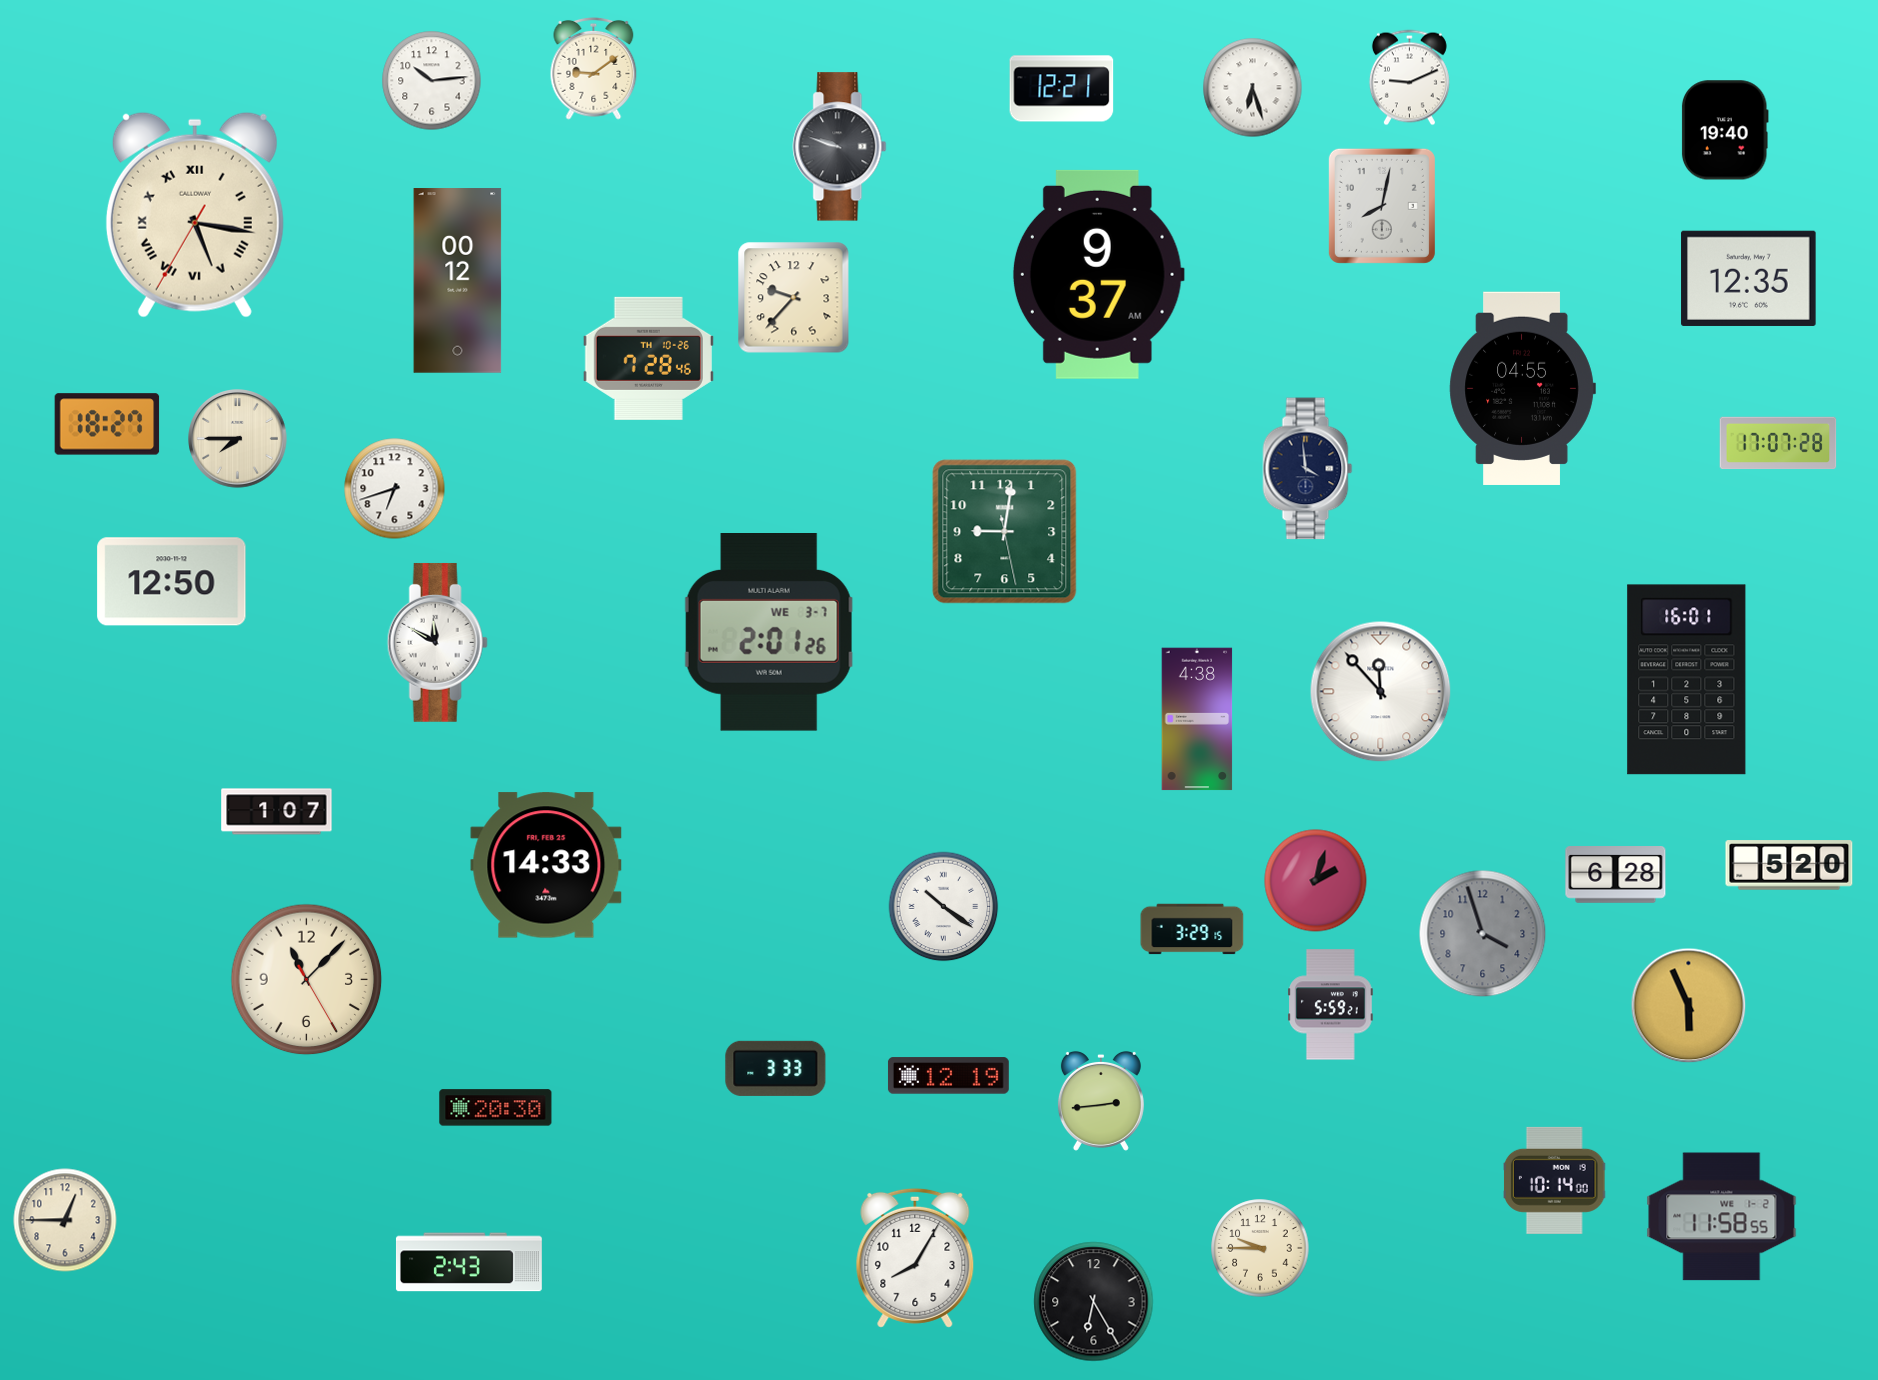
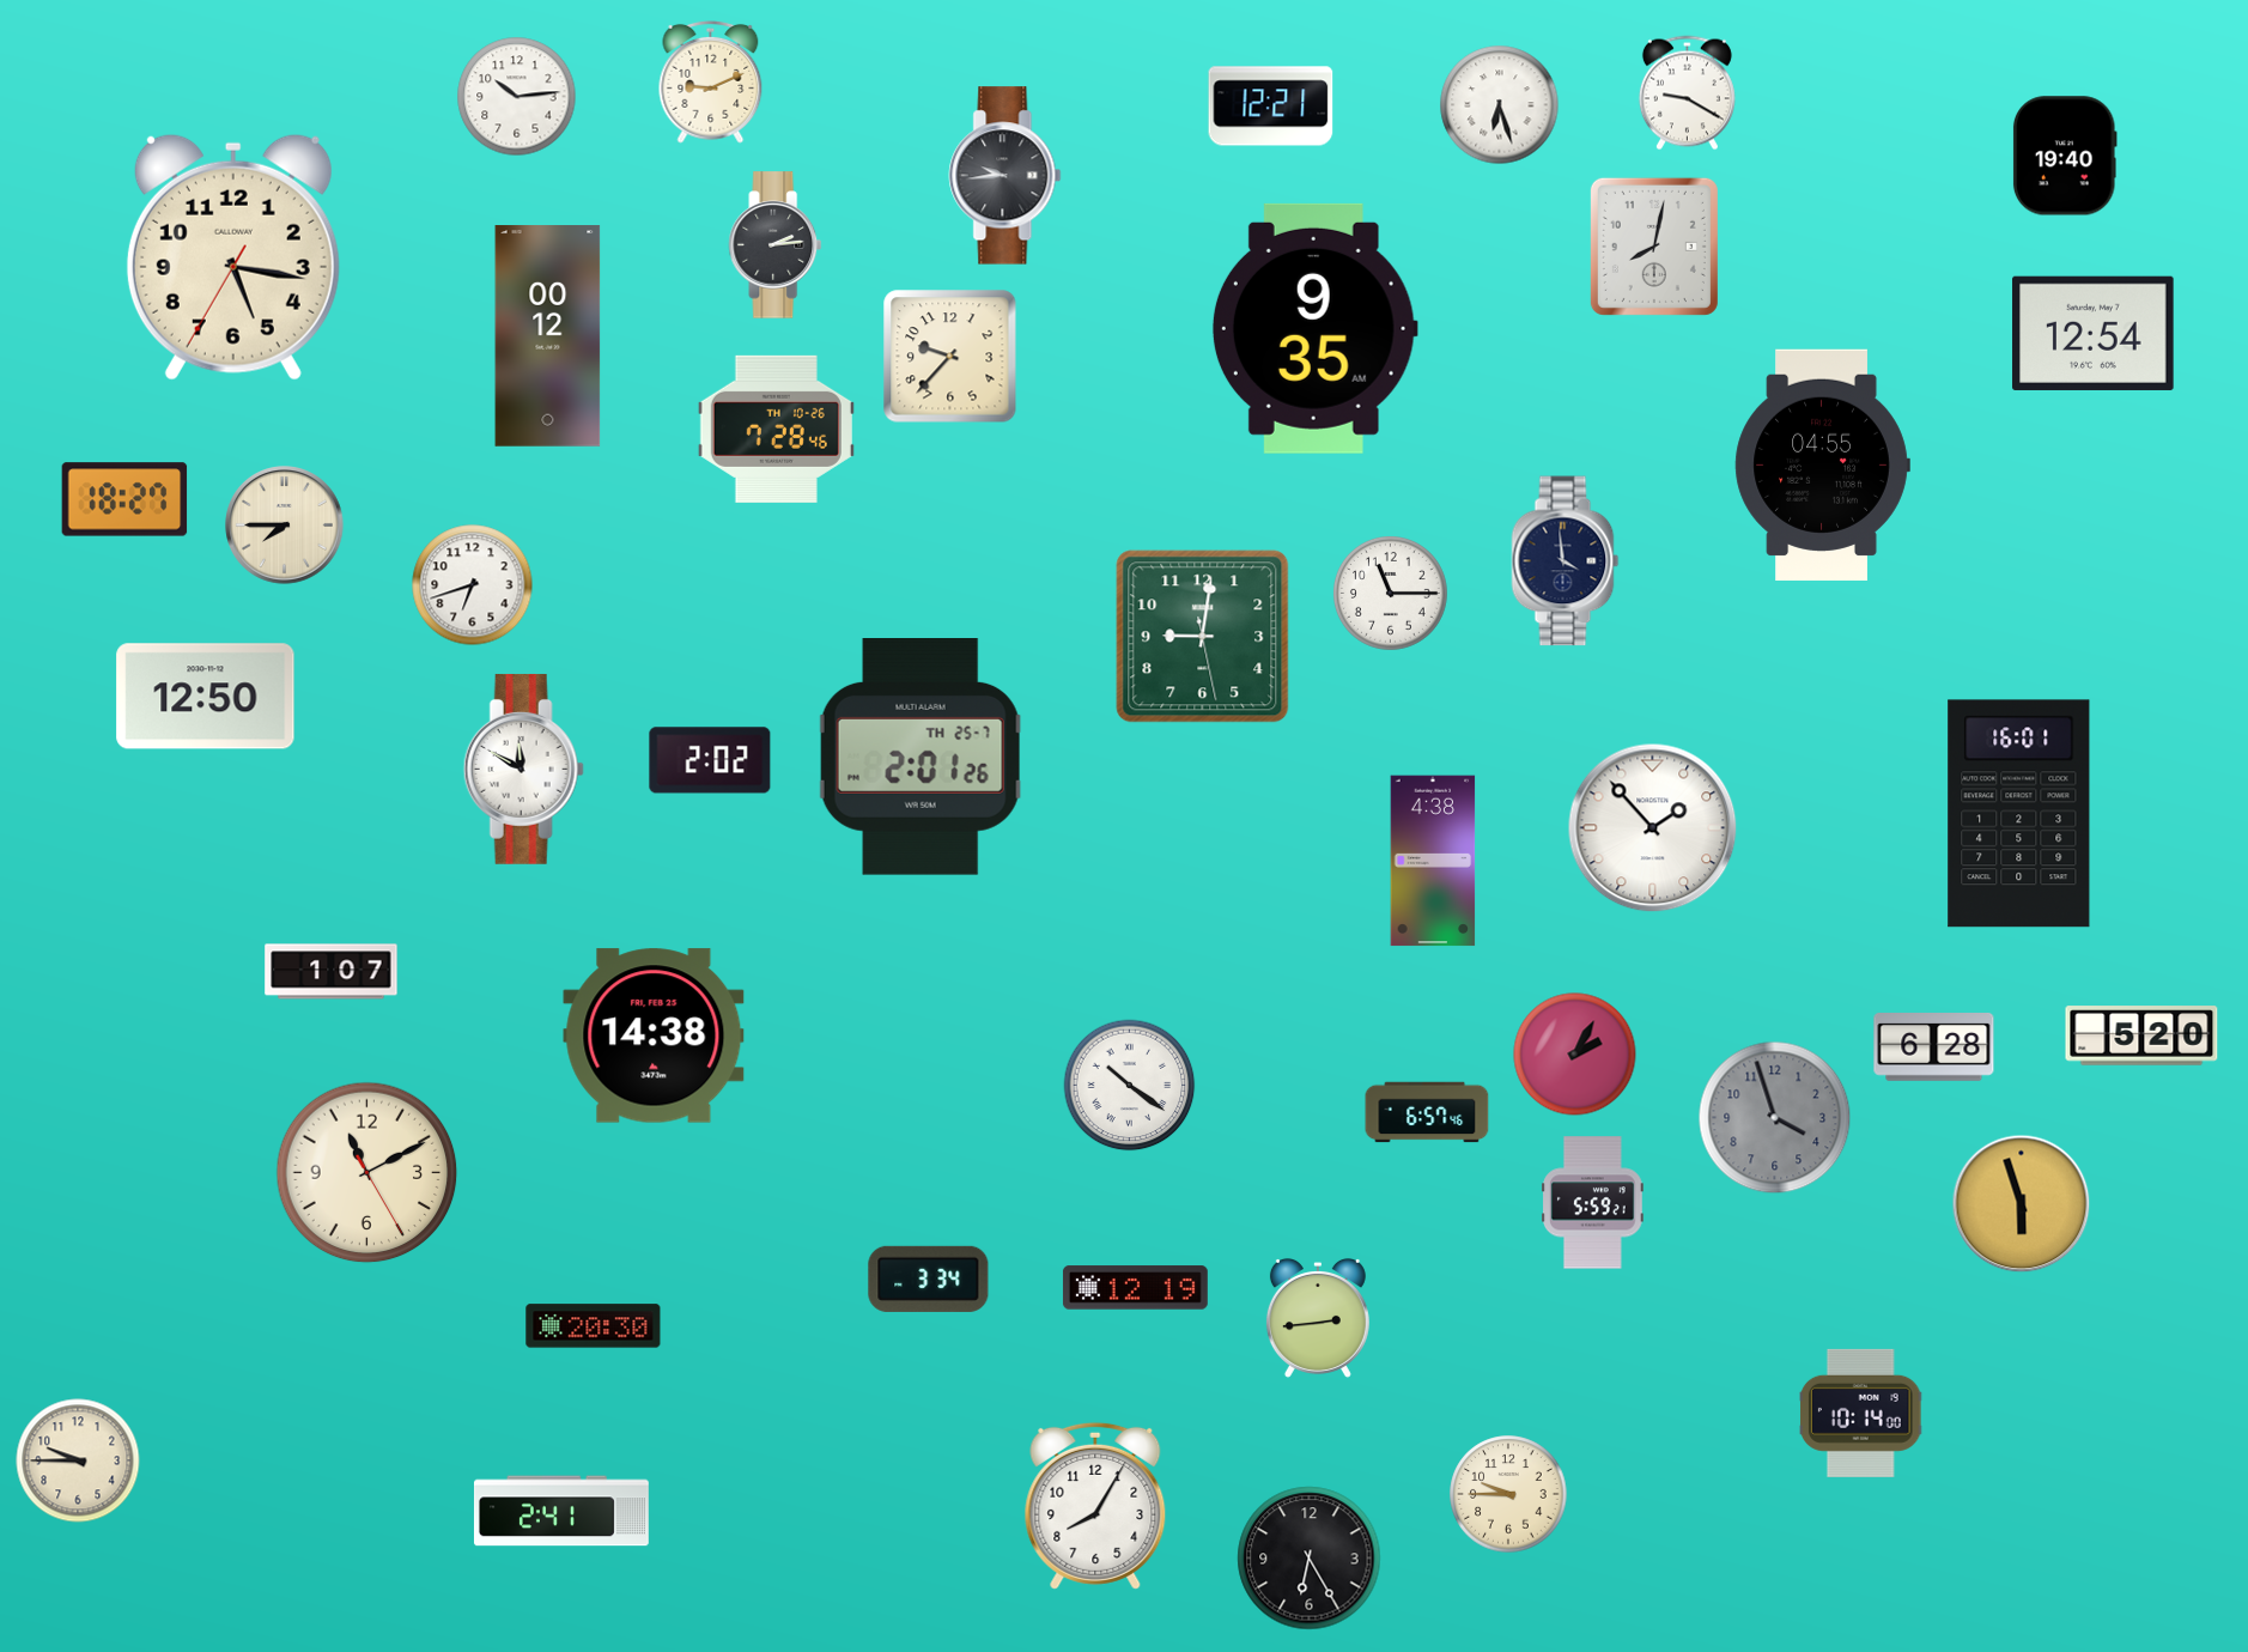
clock at (594, 68): 9:09 -> 9:11
clock at (1409, 78): 9:11 -> 9:20
clock at (840, 147): 9:48 -> 9:44
clock at (776, 245): none -> 2:14
clock at (195, 215) numerals: Roman -> Arabic
clock at (1098, 274): 9:37 -> 9:35
clock at (1749, 278): 12:35 -> 12:54
clock at (107, 424) position: (107, 424) -> (124, 499)
clock at (1778, 443): 17:07 -> none
clock at (1391, 594): none -> 11:15
clock at (769, 633) date: WE 3-7 -> TH 25-7
clock at (710, 760): none -> 2:02
clock at (1381, 692): 11:53 -> 1:53
clock at (546, 865): 14:33 -> 14:38
clock at (1316, 881): 2:03 -> 2:05
clock at (1192, 929): 3:29 -> 6:57
clock at (307, 980): 11:07 -> 11:10
clock at (1689, 1006): 5:56 -> 5:57
clock at (776, 1068): 3:33 -> 3:34
clock at (1722, 1217): 11:58 -> none
clock at (65, 1220): 12:45 -> 9:45
clock at (469, 1262): 2:43 -> 2:41
